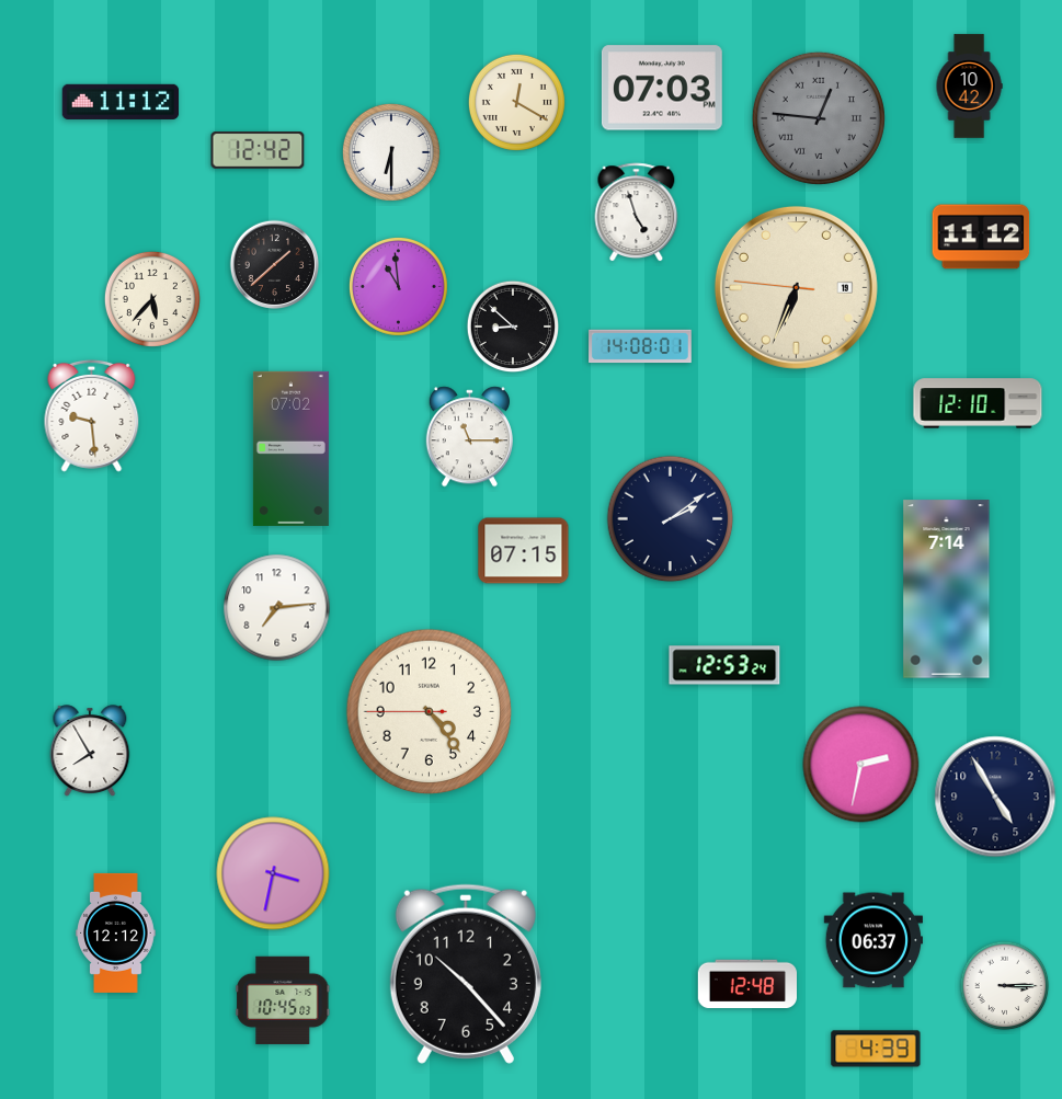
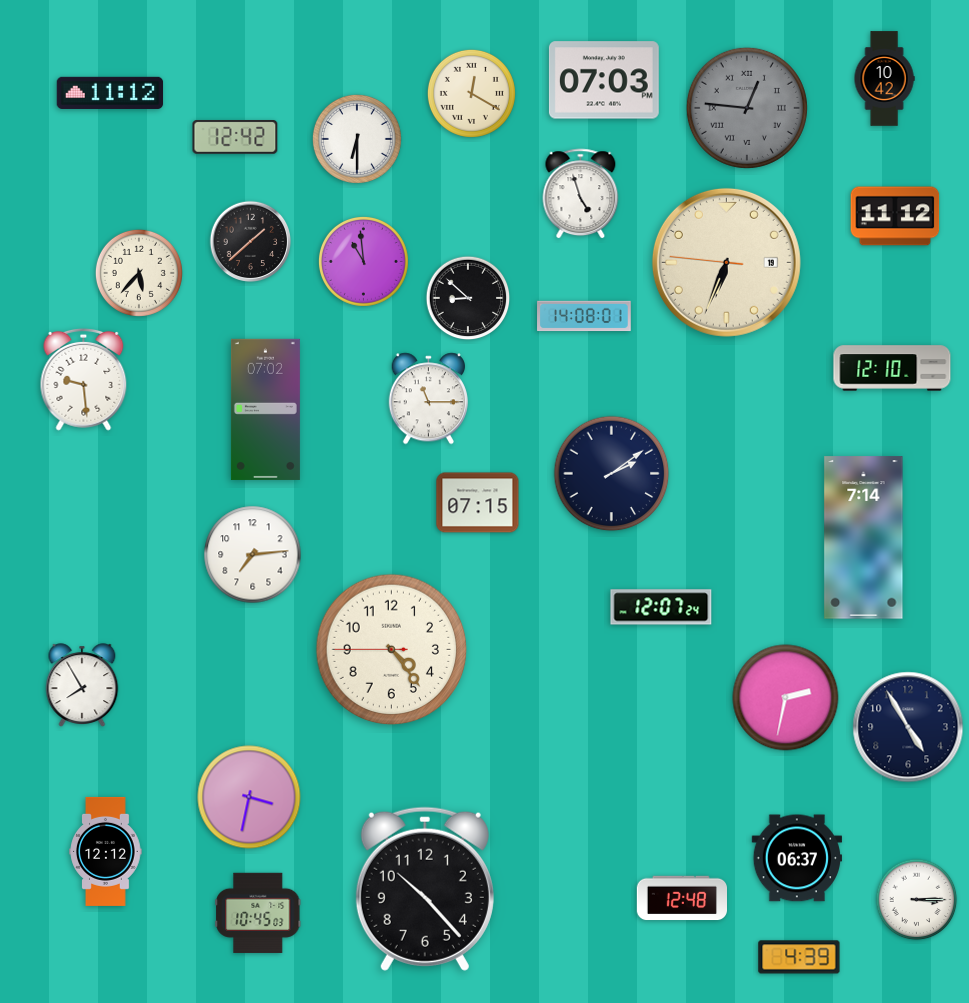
clock at (724, 665): 12:53 -> 12:07
